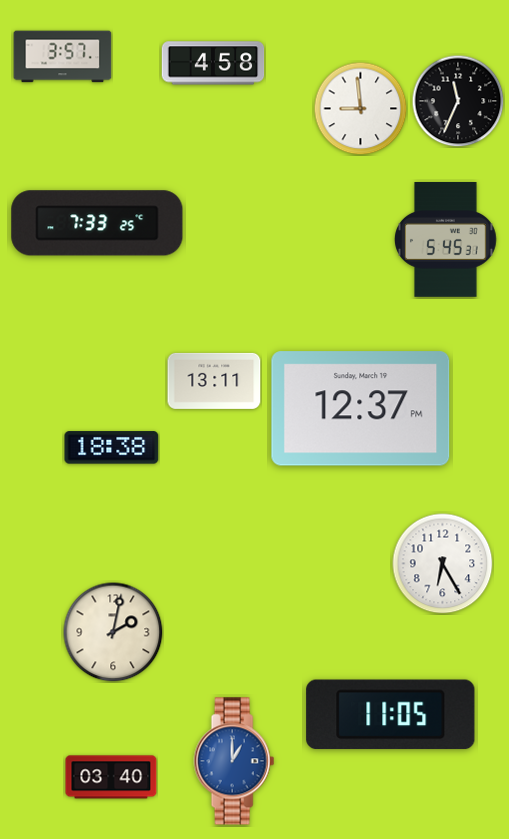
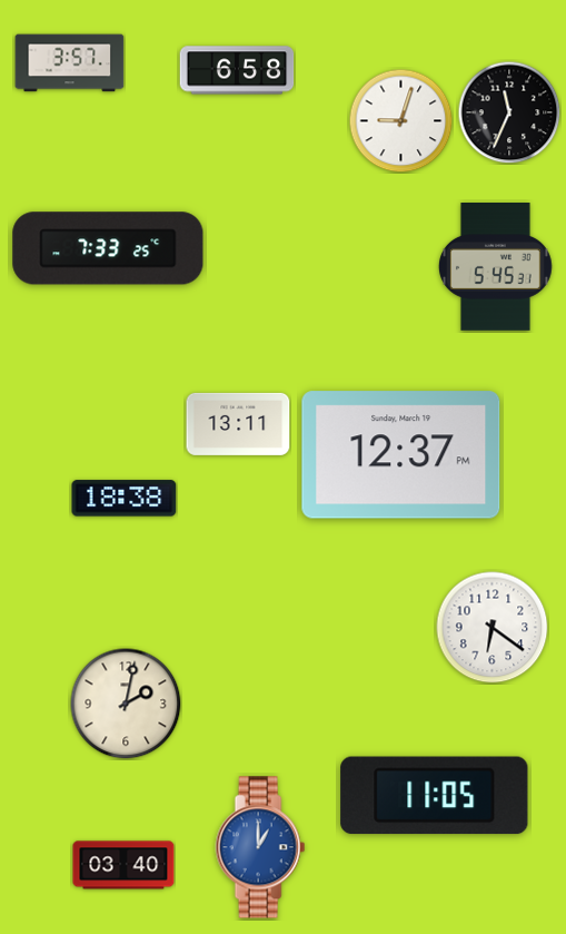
clock at (213, 63): 4:58 -> 6:58
clock at (360, 108): 8:59 -> 9:03
clock at (443, 564): 6:25 -> 6:21
